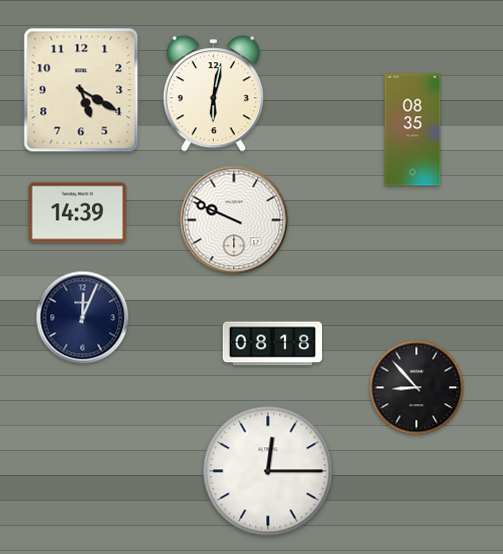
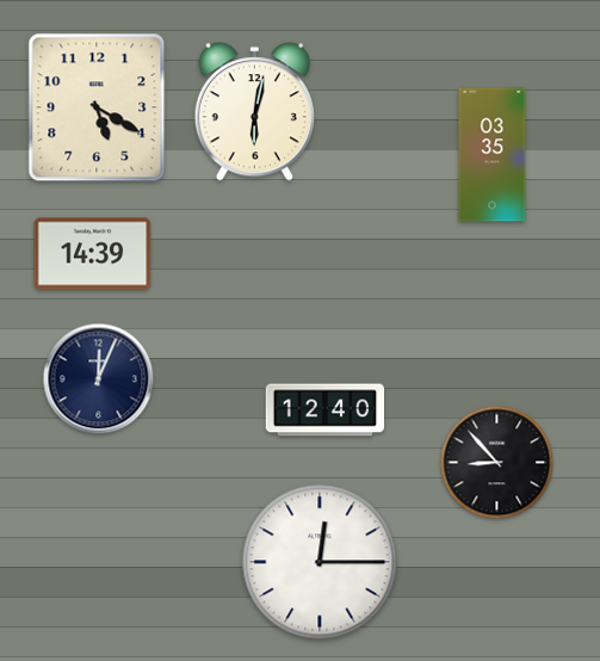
clock at (413, 130): 08:35 -> 03:35
clock at (234, 220): 9:49 -> none
clock at (273, 344): 08:18 -> 12:40
